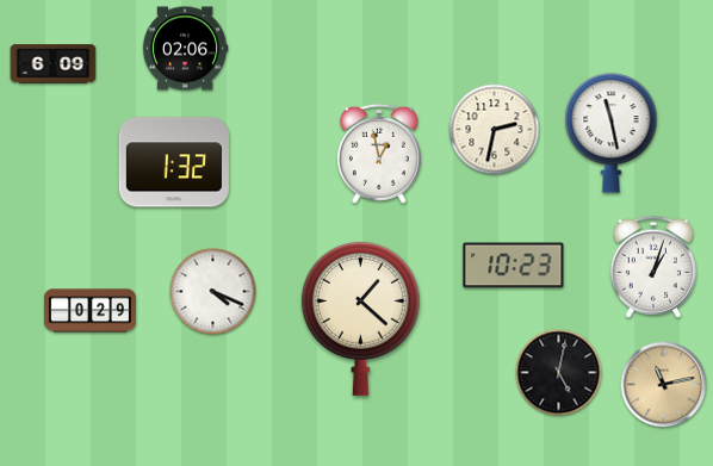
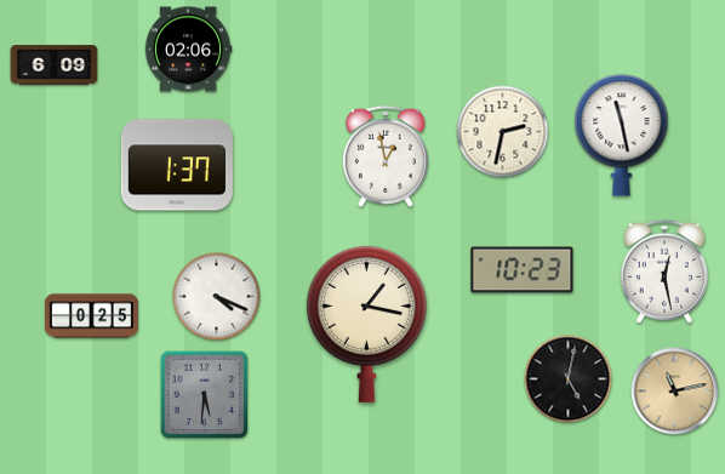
clock at (174, 162): 1:32 -> 1:37
clock at (653, 267): 1:03 -> 12:28
clock at (89, 311): 0:29 -> 0:25
clock at (360, 318): 1:22 -> 1:17
clock at (205, 395): none -> 5:31
